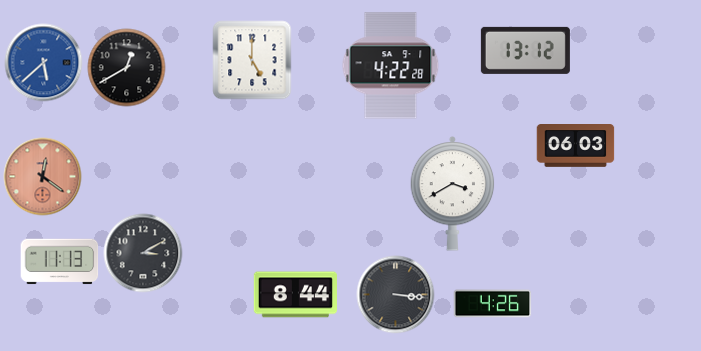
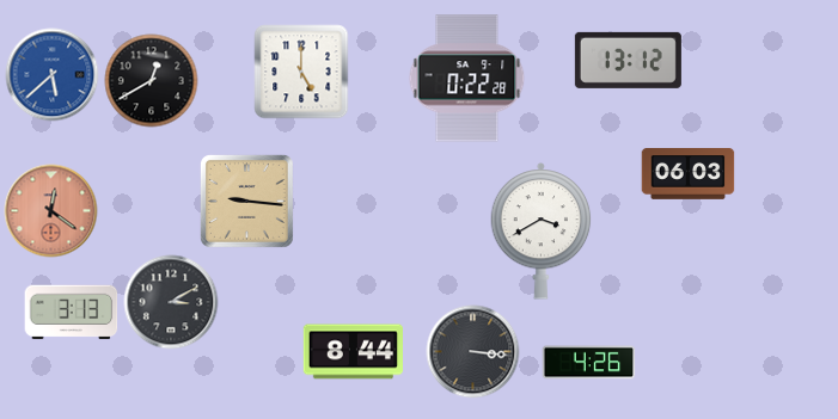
clock at (391, 66): 4:22 -> 0:22
clock at (246, 201): none -> 9:16
clock at (59, 262): 11:13 -> 3:13
